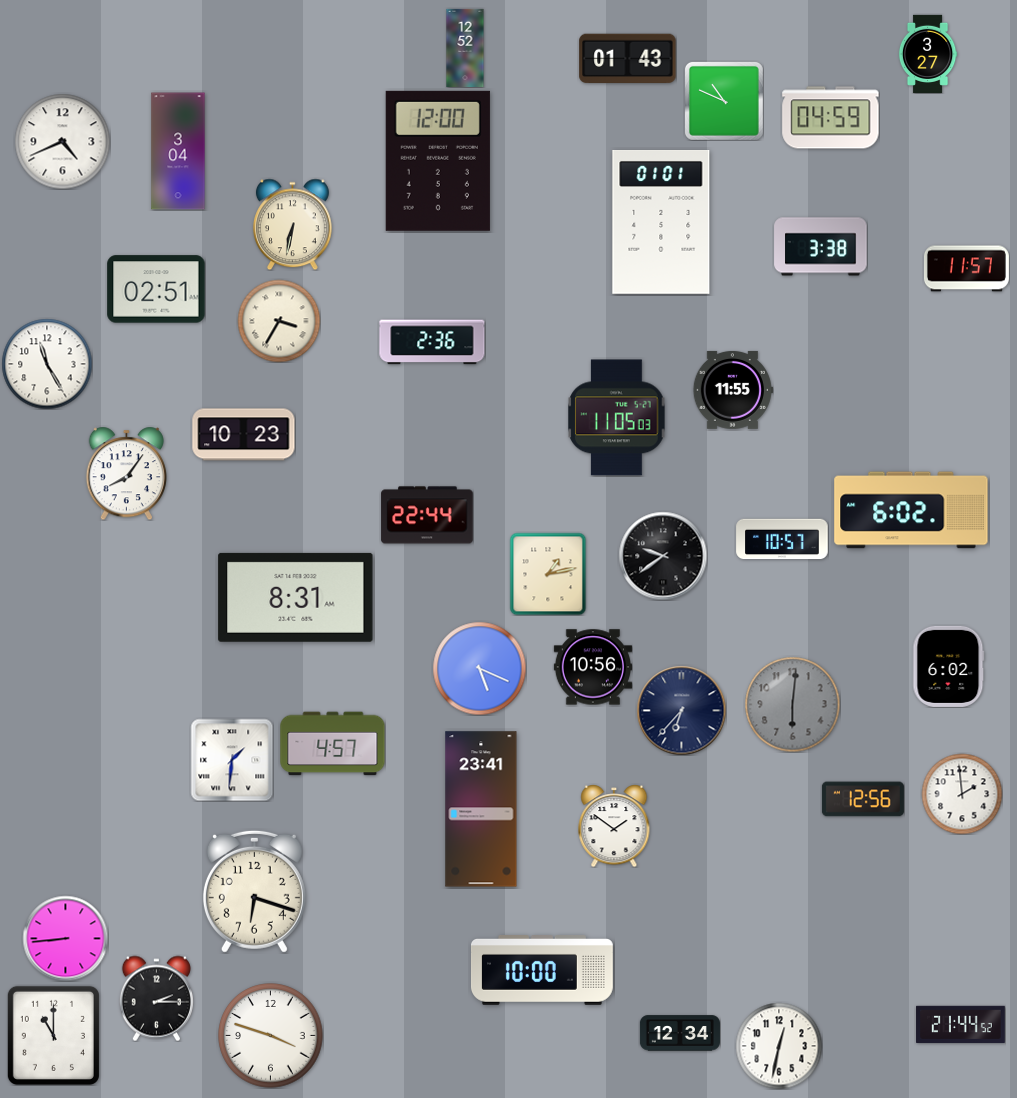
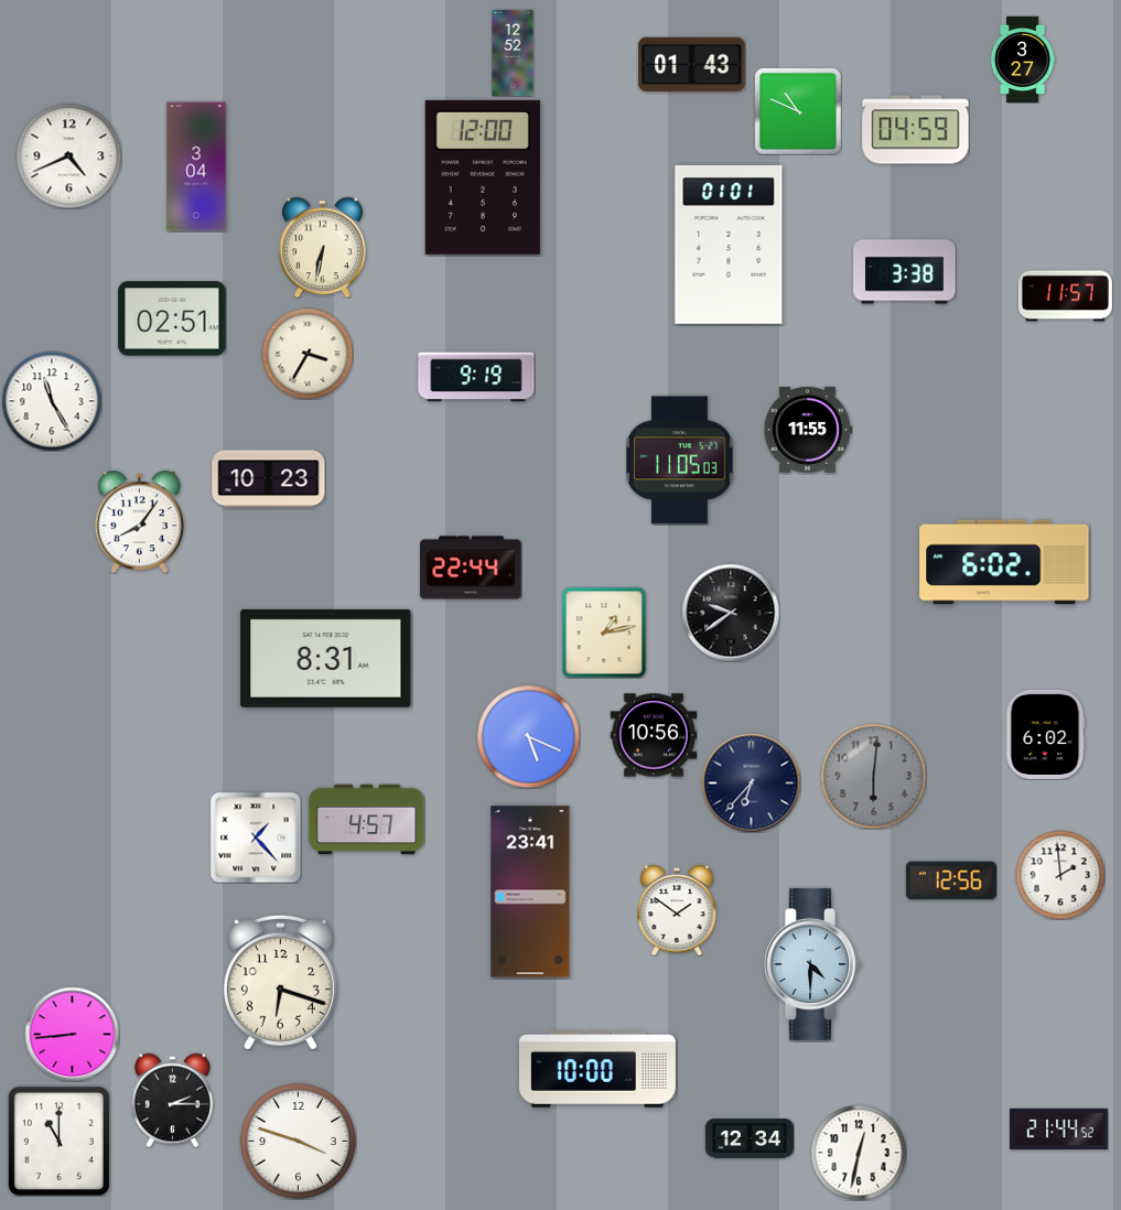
clock at (432, 342): 2:36 -> 9:19
clock at (782, 539): 10:57 -> none
clock at (232, 760): 1:31 -> 1:23
clock at (813, 964): none -> 4:30
